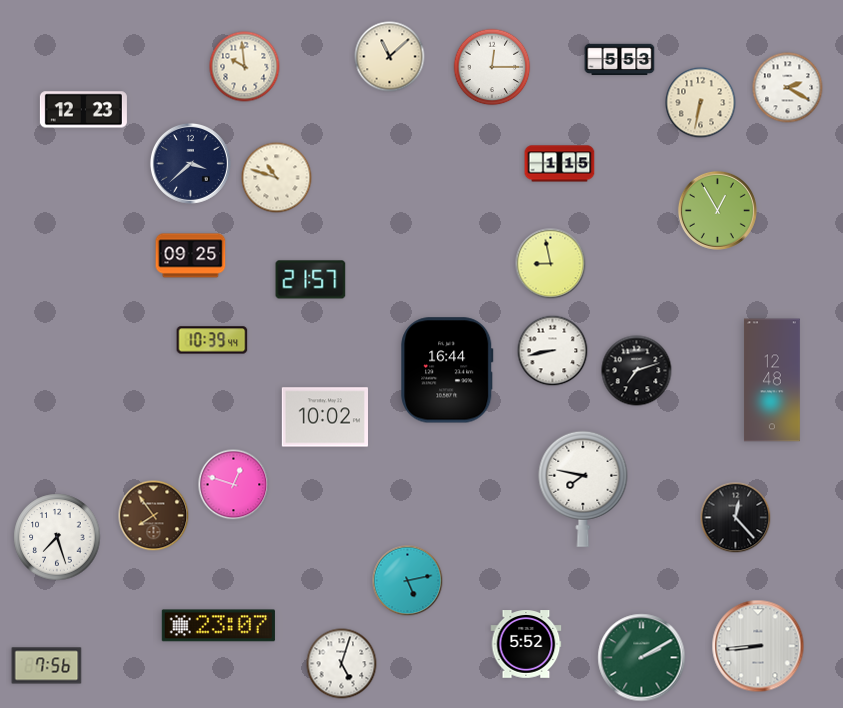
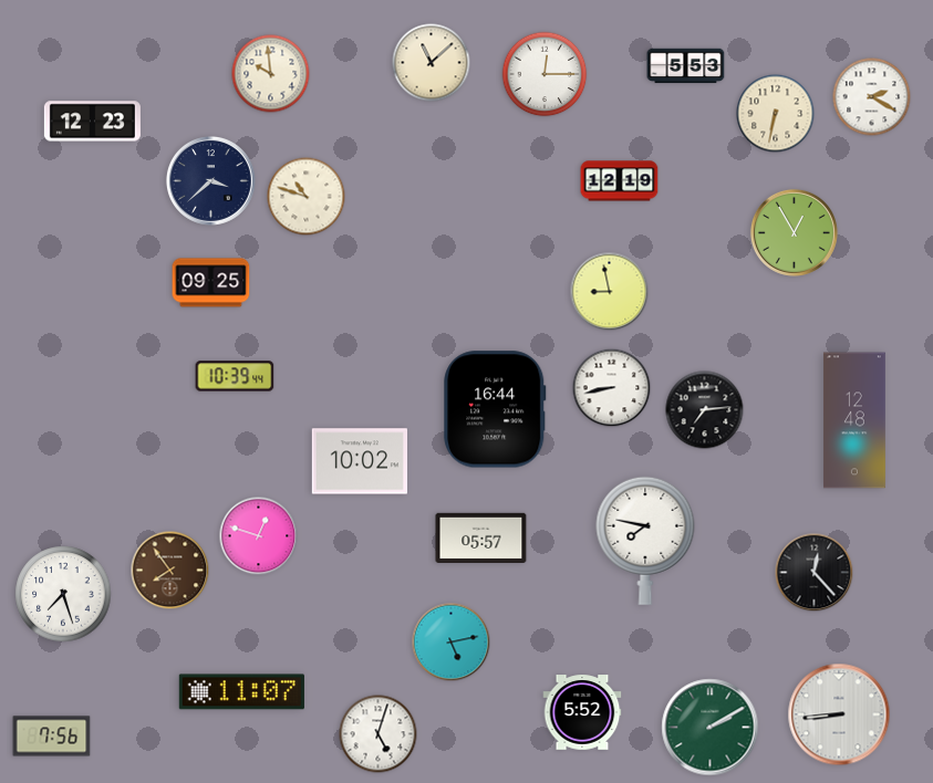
clock at (560, 164): 1:15 -> 12:19
clock at (311, 280): 21:57 -> none
clock at (637, 371): 7:12 -> 7:14
clock at (481, 537): none -> 05:57
clock at (218, 626): 23:07 -> 11:07
